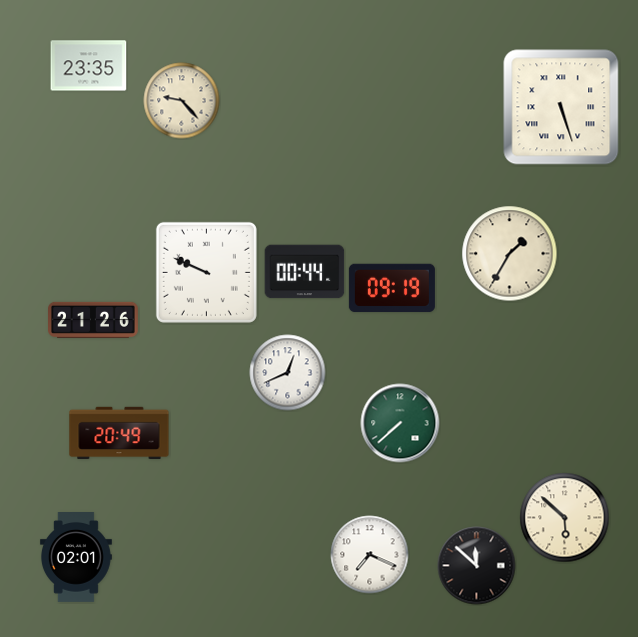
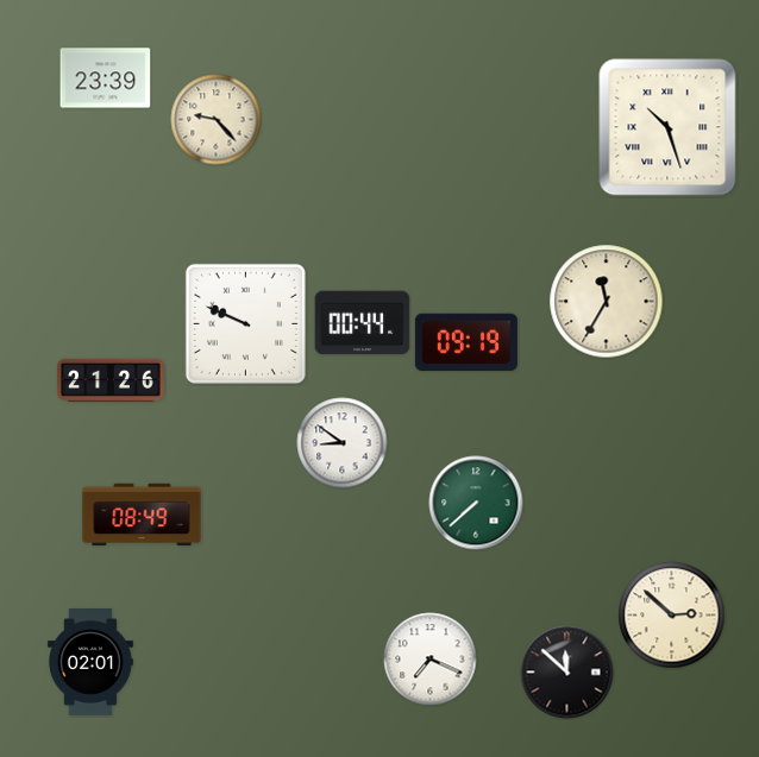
clock at (89, 66): 23:35 -> 23:39
clock at (561, 107): 5:27 -> 10:27
clock at (510, 254): 1:35 -> 11:35
clock at (288, 373): 12:41 -> 8:51
clock at (119, 433): 20:49 -> 08:49
clock at (565, 518): 5:52 -> 2:52
clock at (370, 555) position: (370, 555) -> (431, 660)
